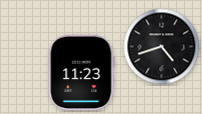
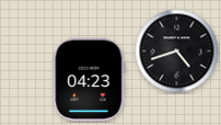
clock at (82, 73): 11:23 -> 04:23
